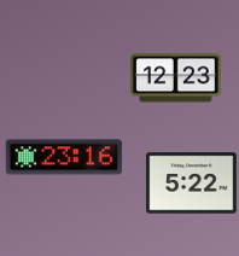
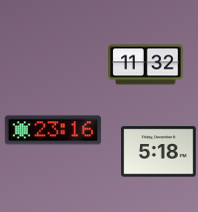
clock at (176, 78): 12:23 -> 11:32
clock at (192, 184): 5:22 -> 5:18
